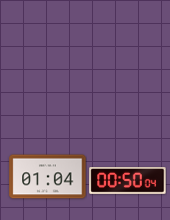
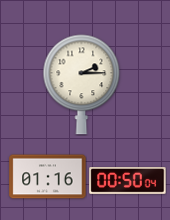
clock at (82, 85): none -> 2:15
clock at (48, 177): 01:04 -> 01:16
